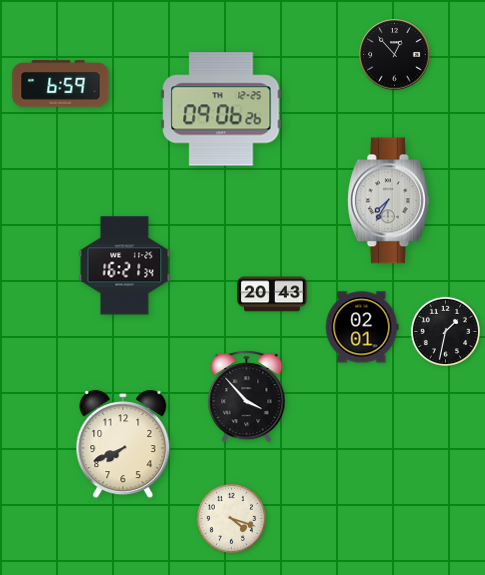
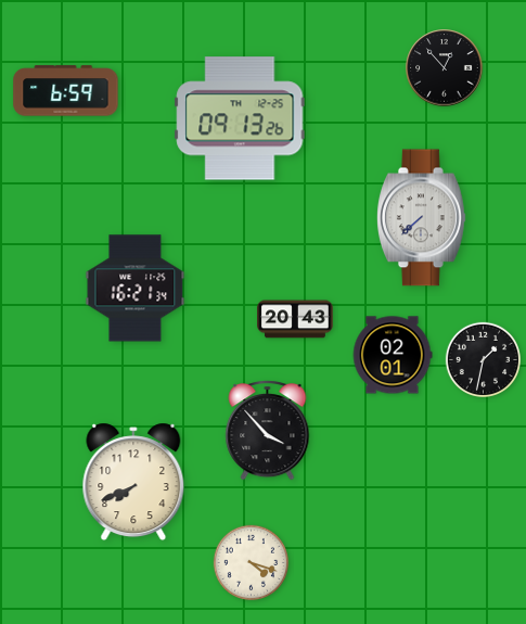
clock at (395, 55) position: (395, 55) -> (445, 68)
clock at (221, 109): 09:06 -> 09:13
clock at (388, 201): 7:35 -> 7:38
